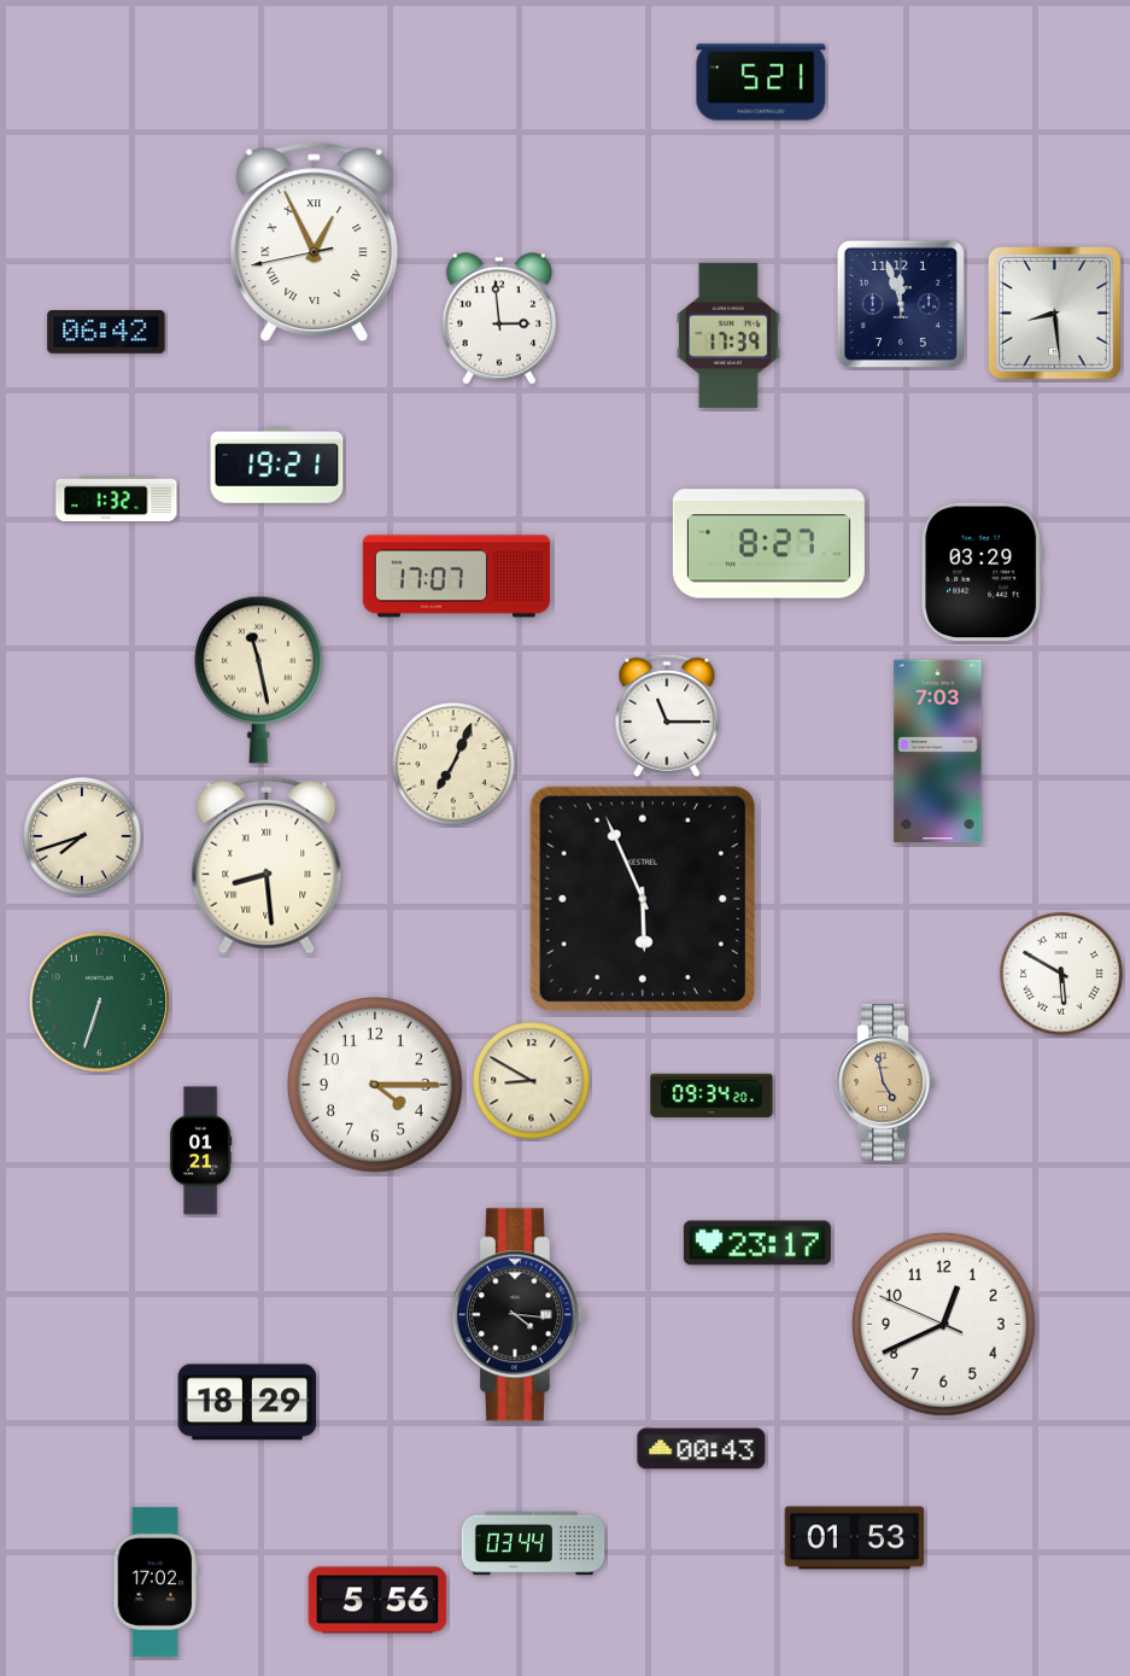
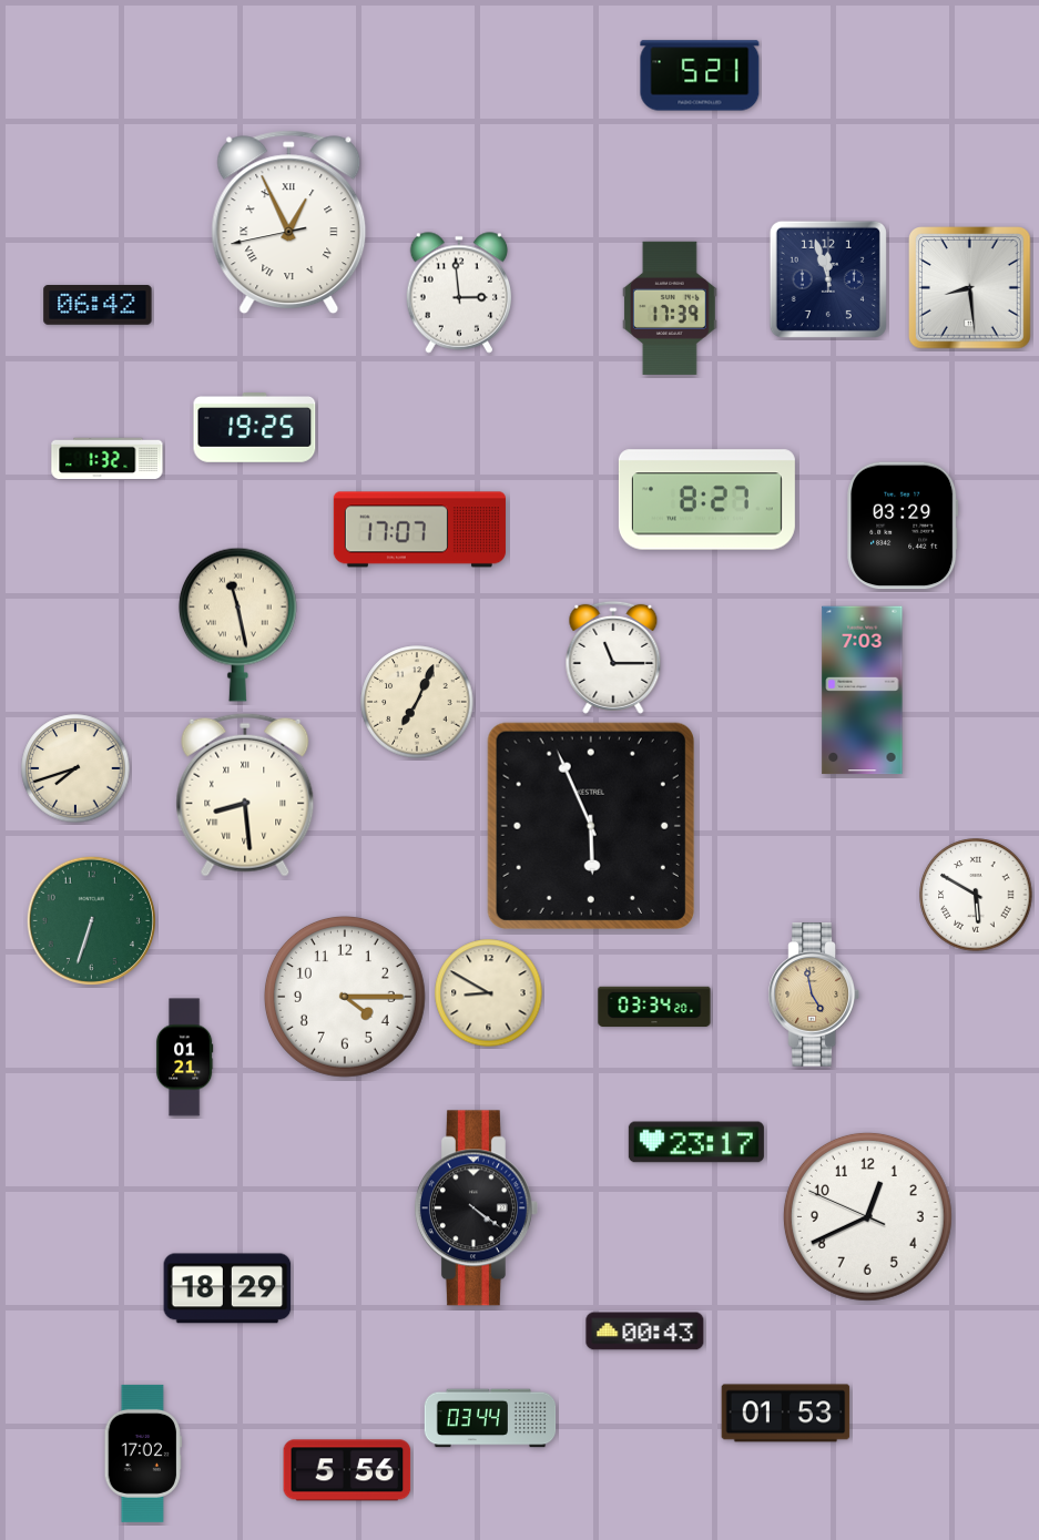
clock at (277, 466): 19:21 -> 19:25
clock at (712, 1096): 09:34 -> 03:34
clock at (517, 1315): 4:16 -> 4:21
